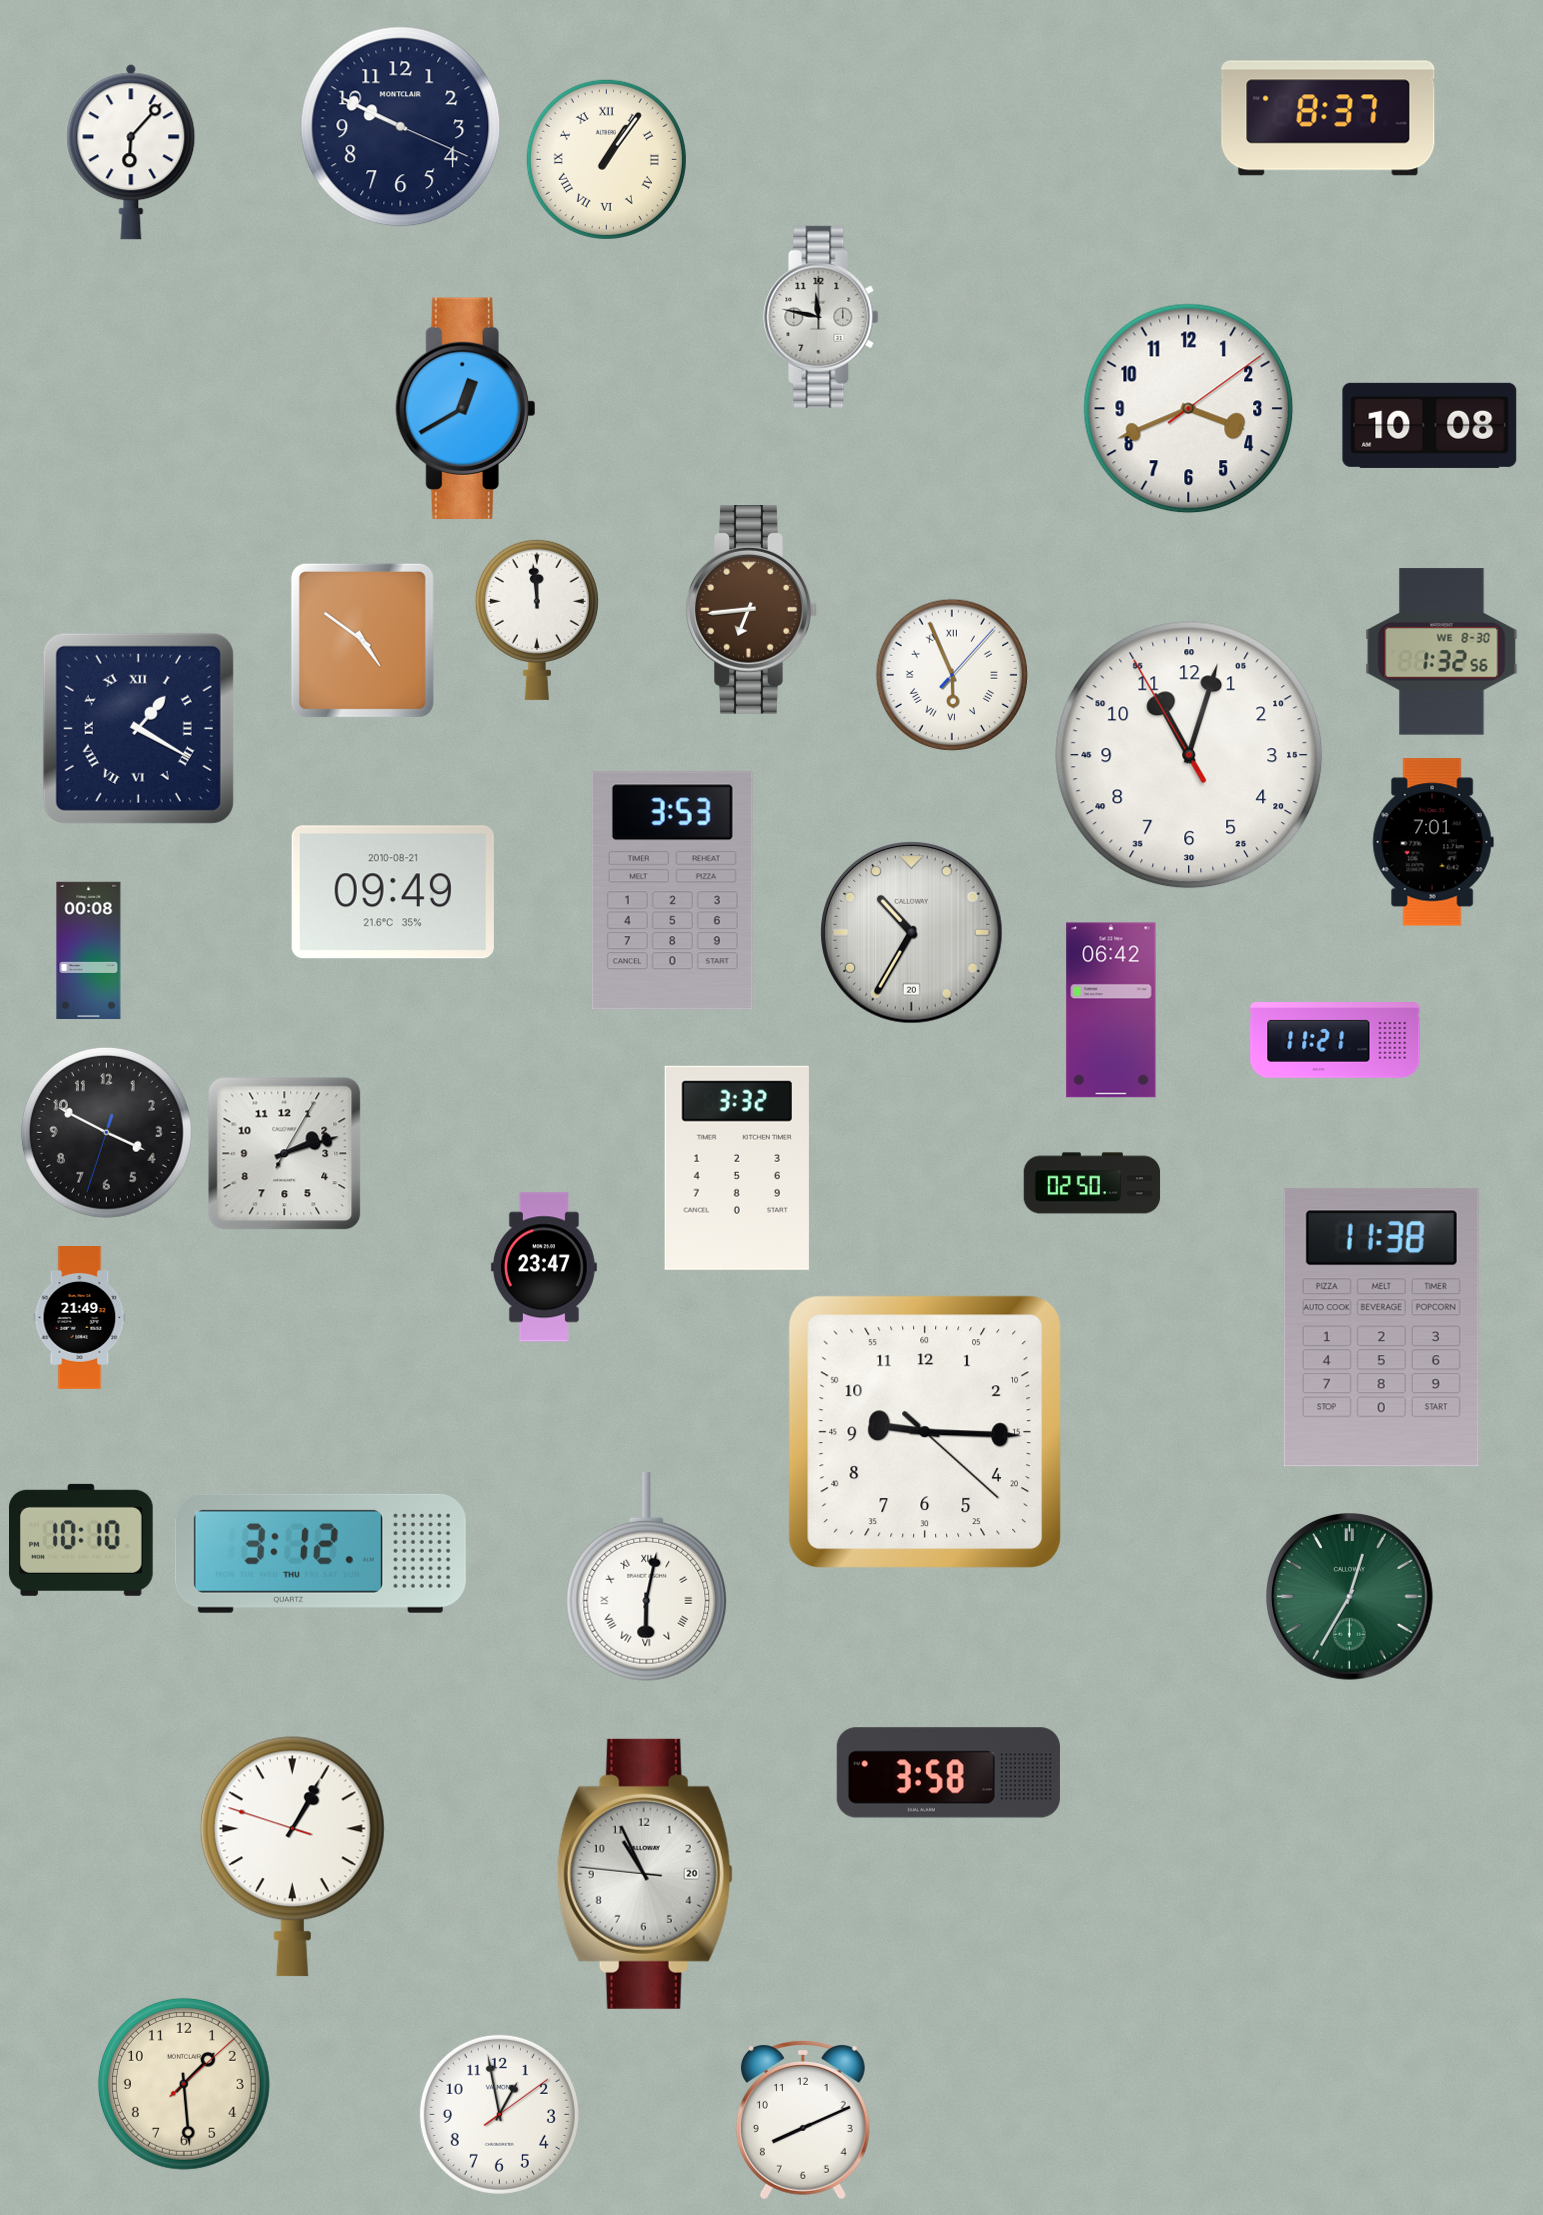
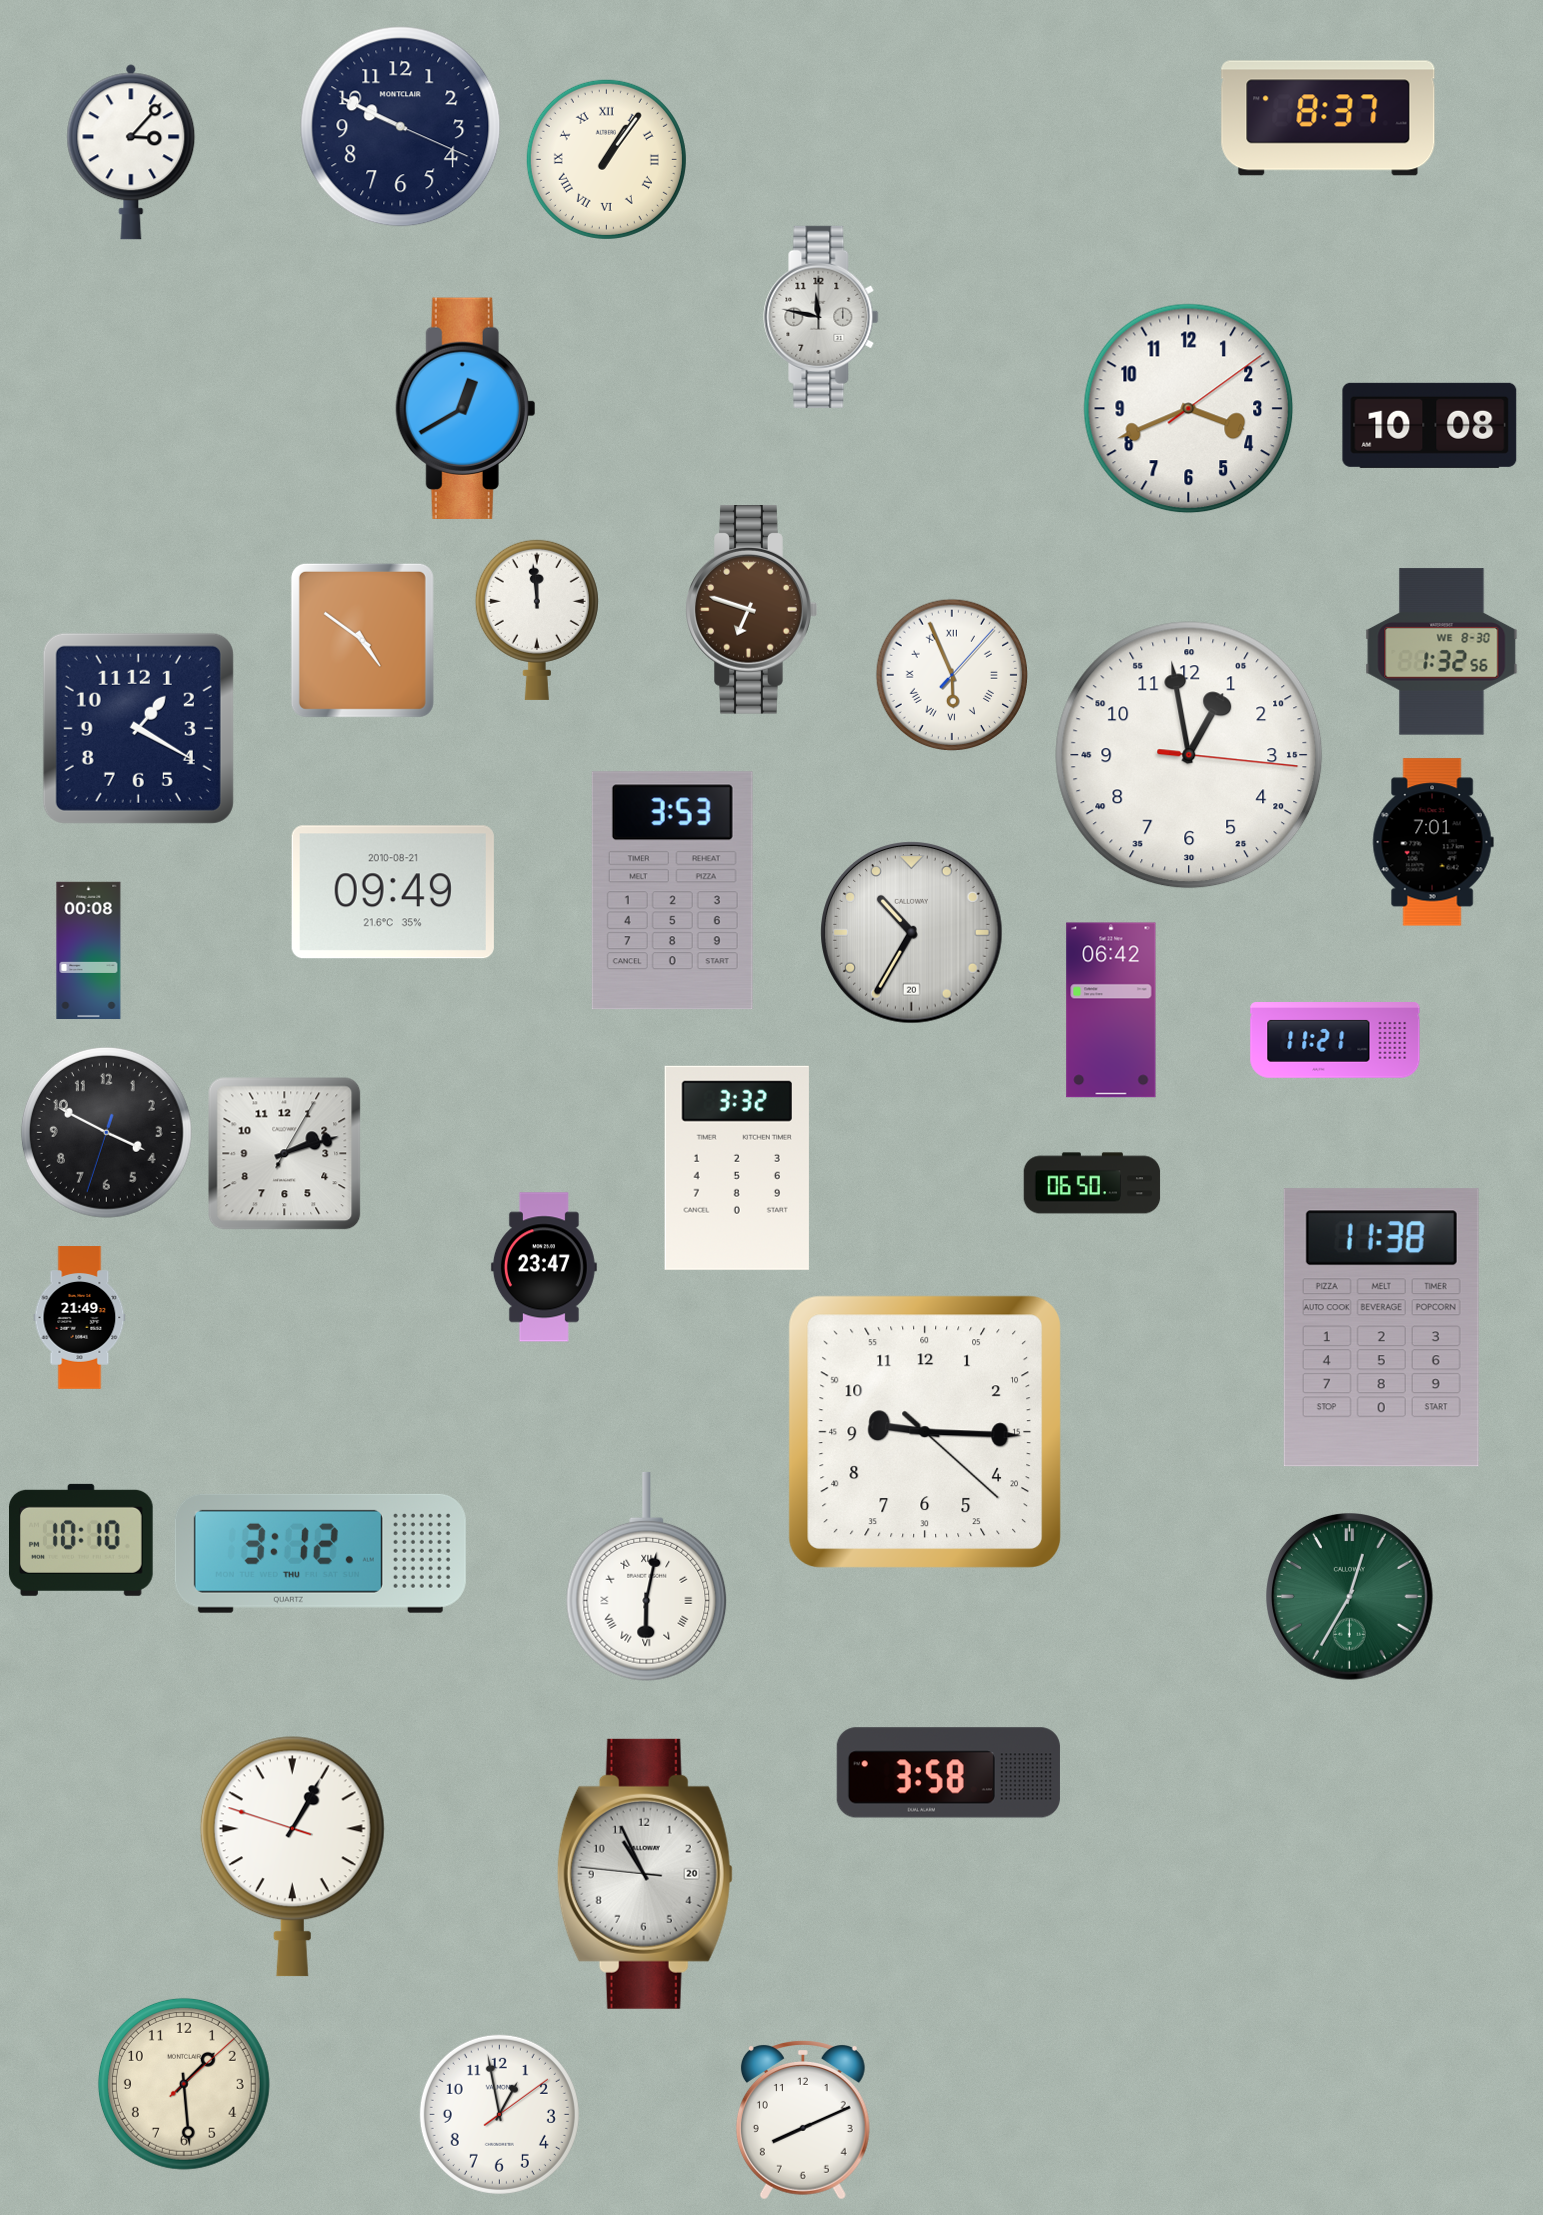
clock at (131, 152): 6:07 -> 3:07
clock at (752, 610): 6:44 -> 6:48
clock at (138, 728) numerals: Roman -> Arabic
clock at (1189, 755): 11:02 -> 12:58
clock at (1092, 1183): 02:50 -> 06:50
